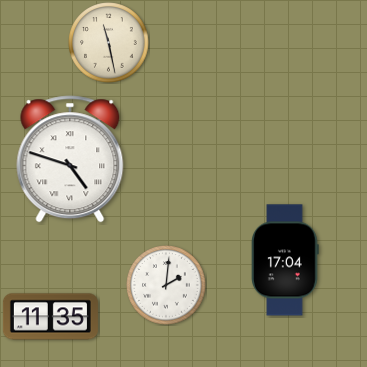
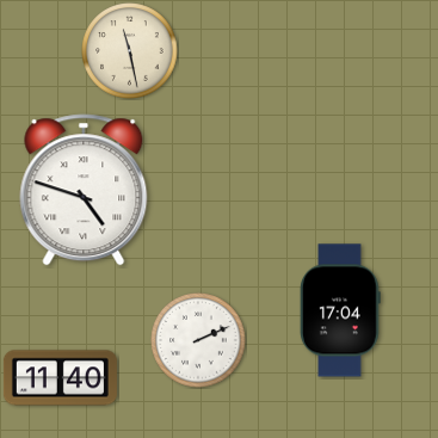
clock at (166, 285): 2:01 -> 2:11
clock at (50, 317): 11:35 -> 11:40
